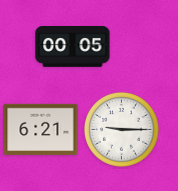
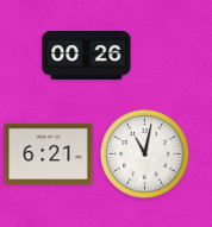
clock at (73, 47): 00:05 -> 00:26
clock at (121, 129): 9:15 -> 11:02
